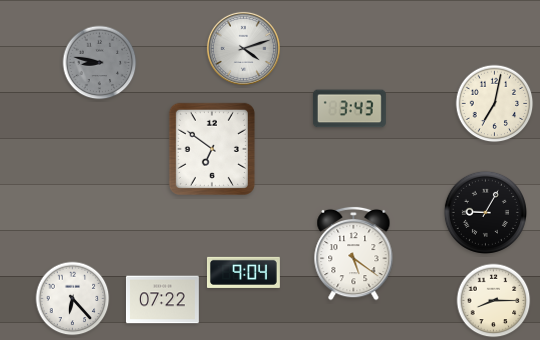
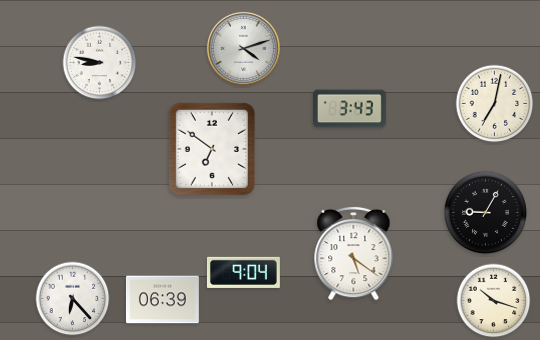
clock at (100, 63) dial: grey -> white
clock at (162, 300): 07:22 -> 06:39
clock at (494, 301): 8:15 -> 10:18
